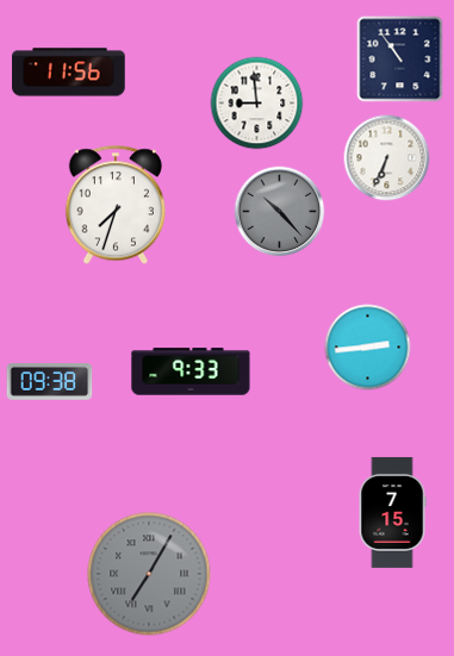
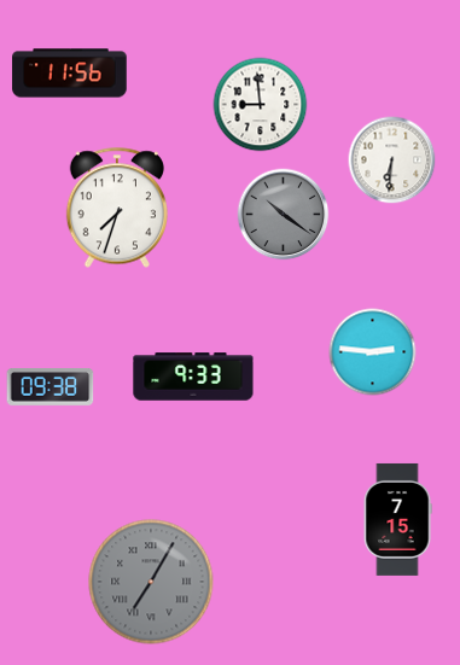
clock at (400, 60): 10:54 -> none
clock at (387, 158): 6:34 -> 6:31
clock at (280, 212): 10:23 -> 10:21
clock at (368, 348): 2:44 -> 2:46
